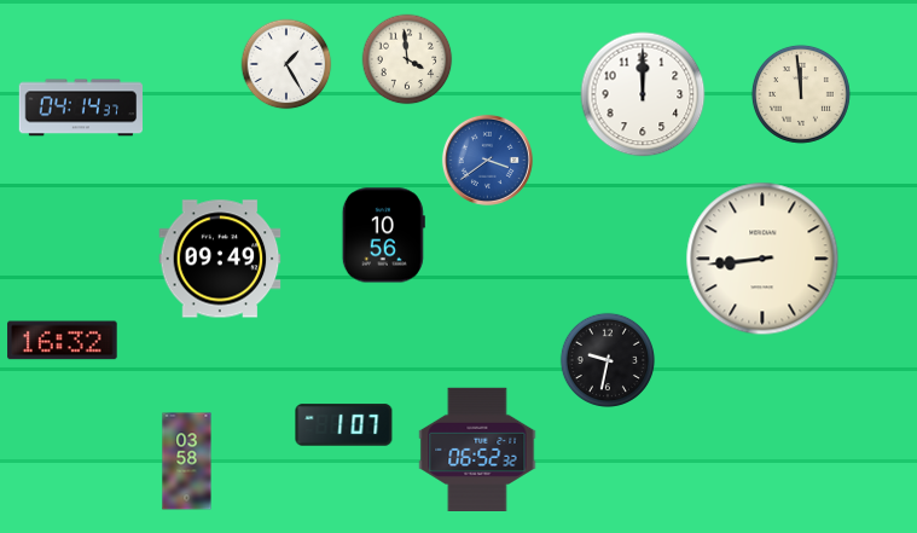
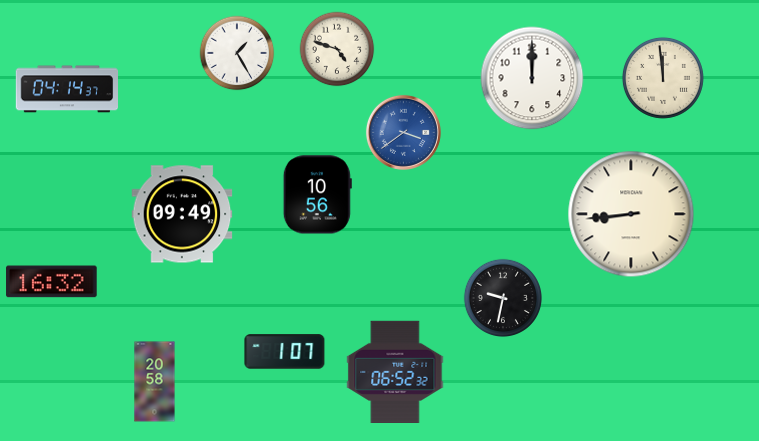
clock at (407, 59): 3:59 -> 4:48
clock at (187, 462): 03:58 -> 20:58
